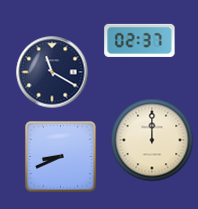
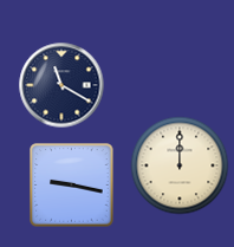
clock at (140, 40): 02:37 -> none
clock at (61, 157): 8:41 -> 9:17
